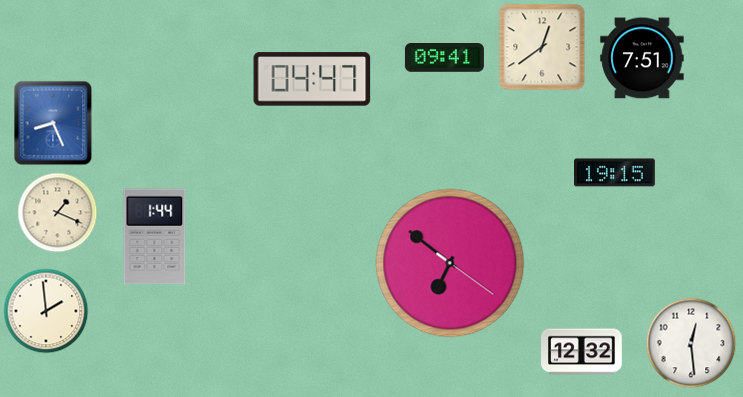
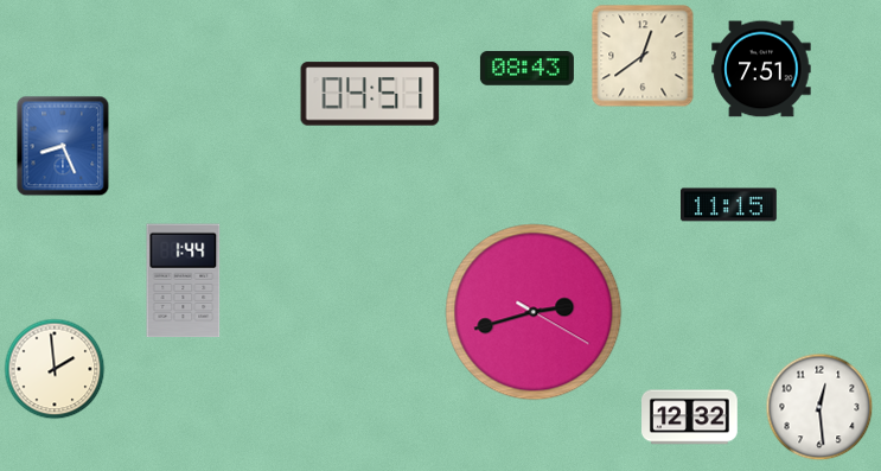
clock at (444, 58): 09:41 -> 08:43
clock at (312, 79): 04:47 -> 04:51
clock at (615, 173): 19:15 -> 11:15
clock at (58, 213): 1:19 -> none
clock at (450, 263): 6:51 -> 2:42
